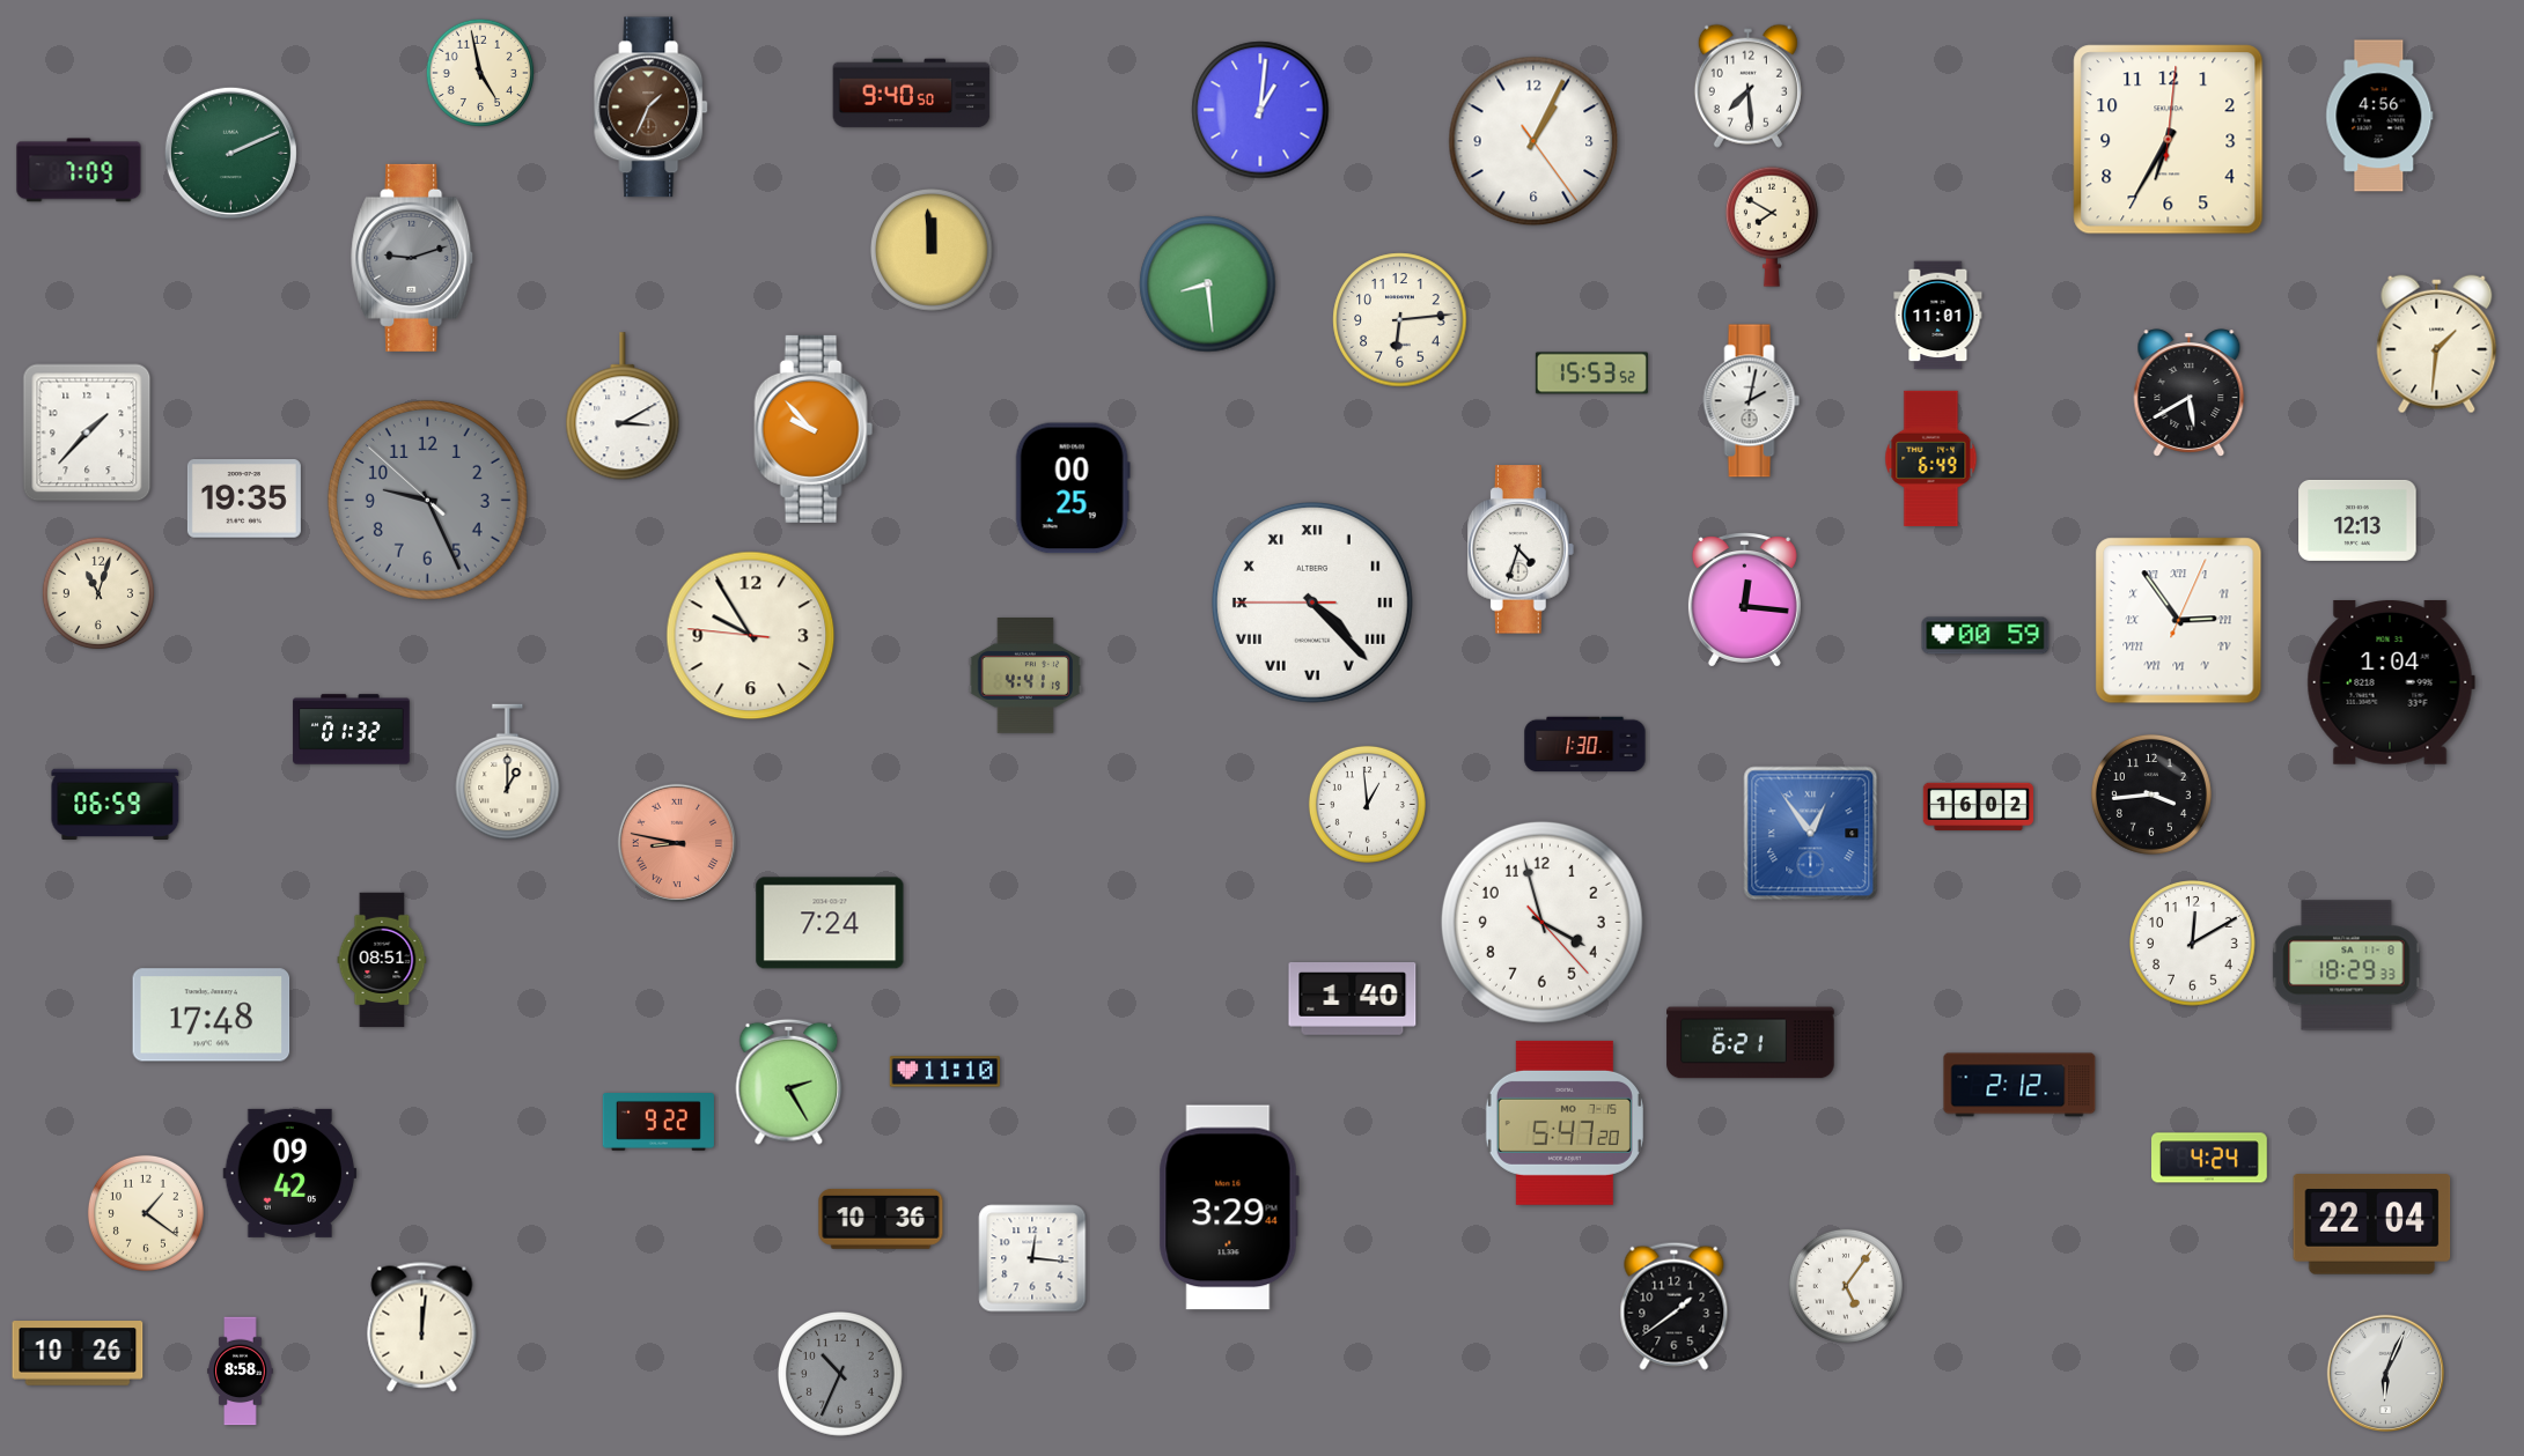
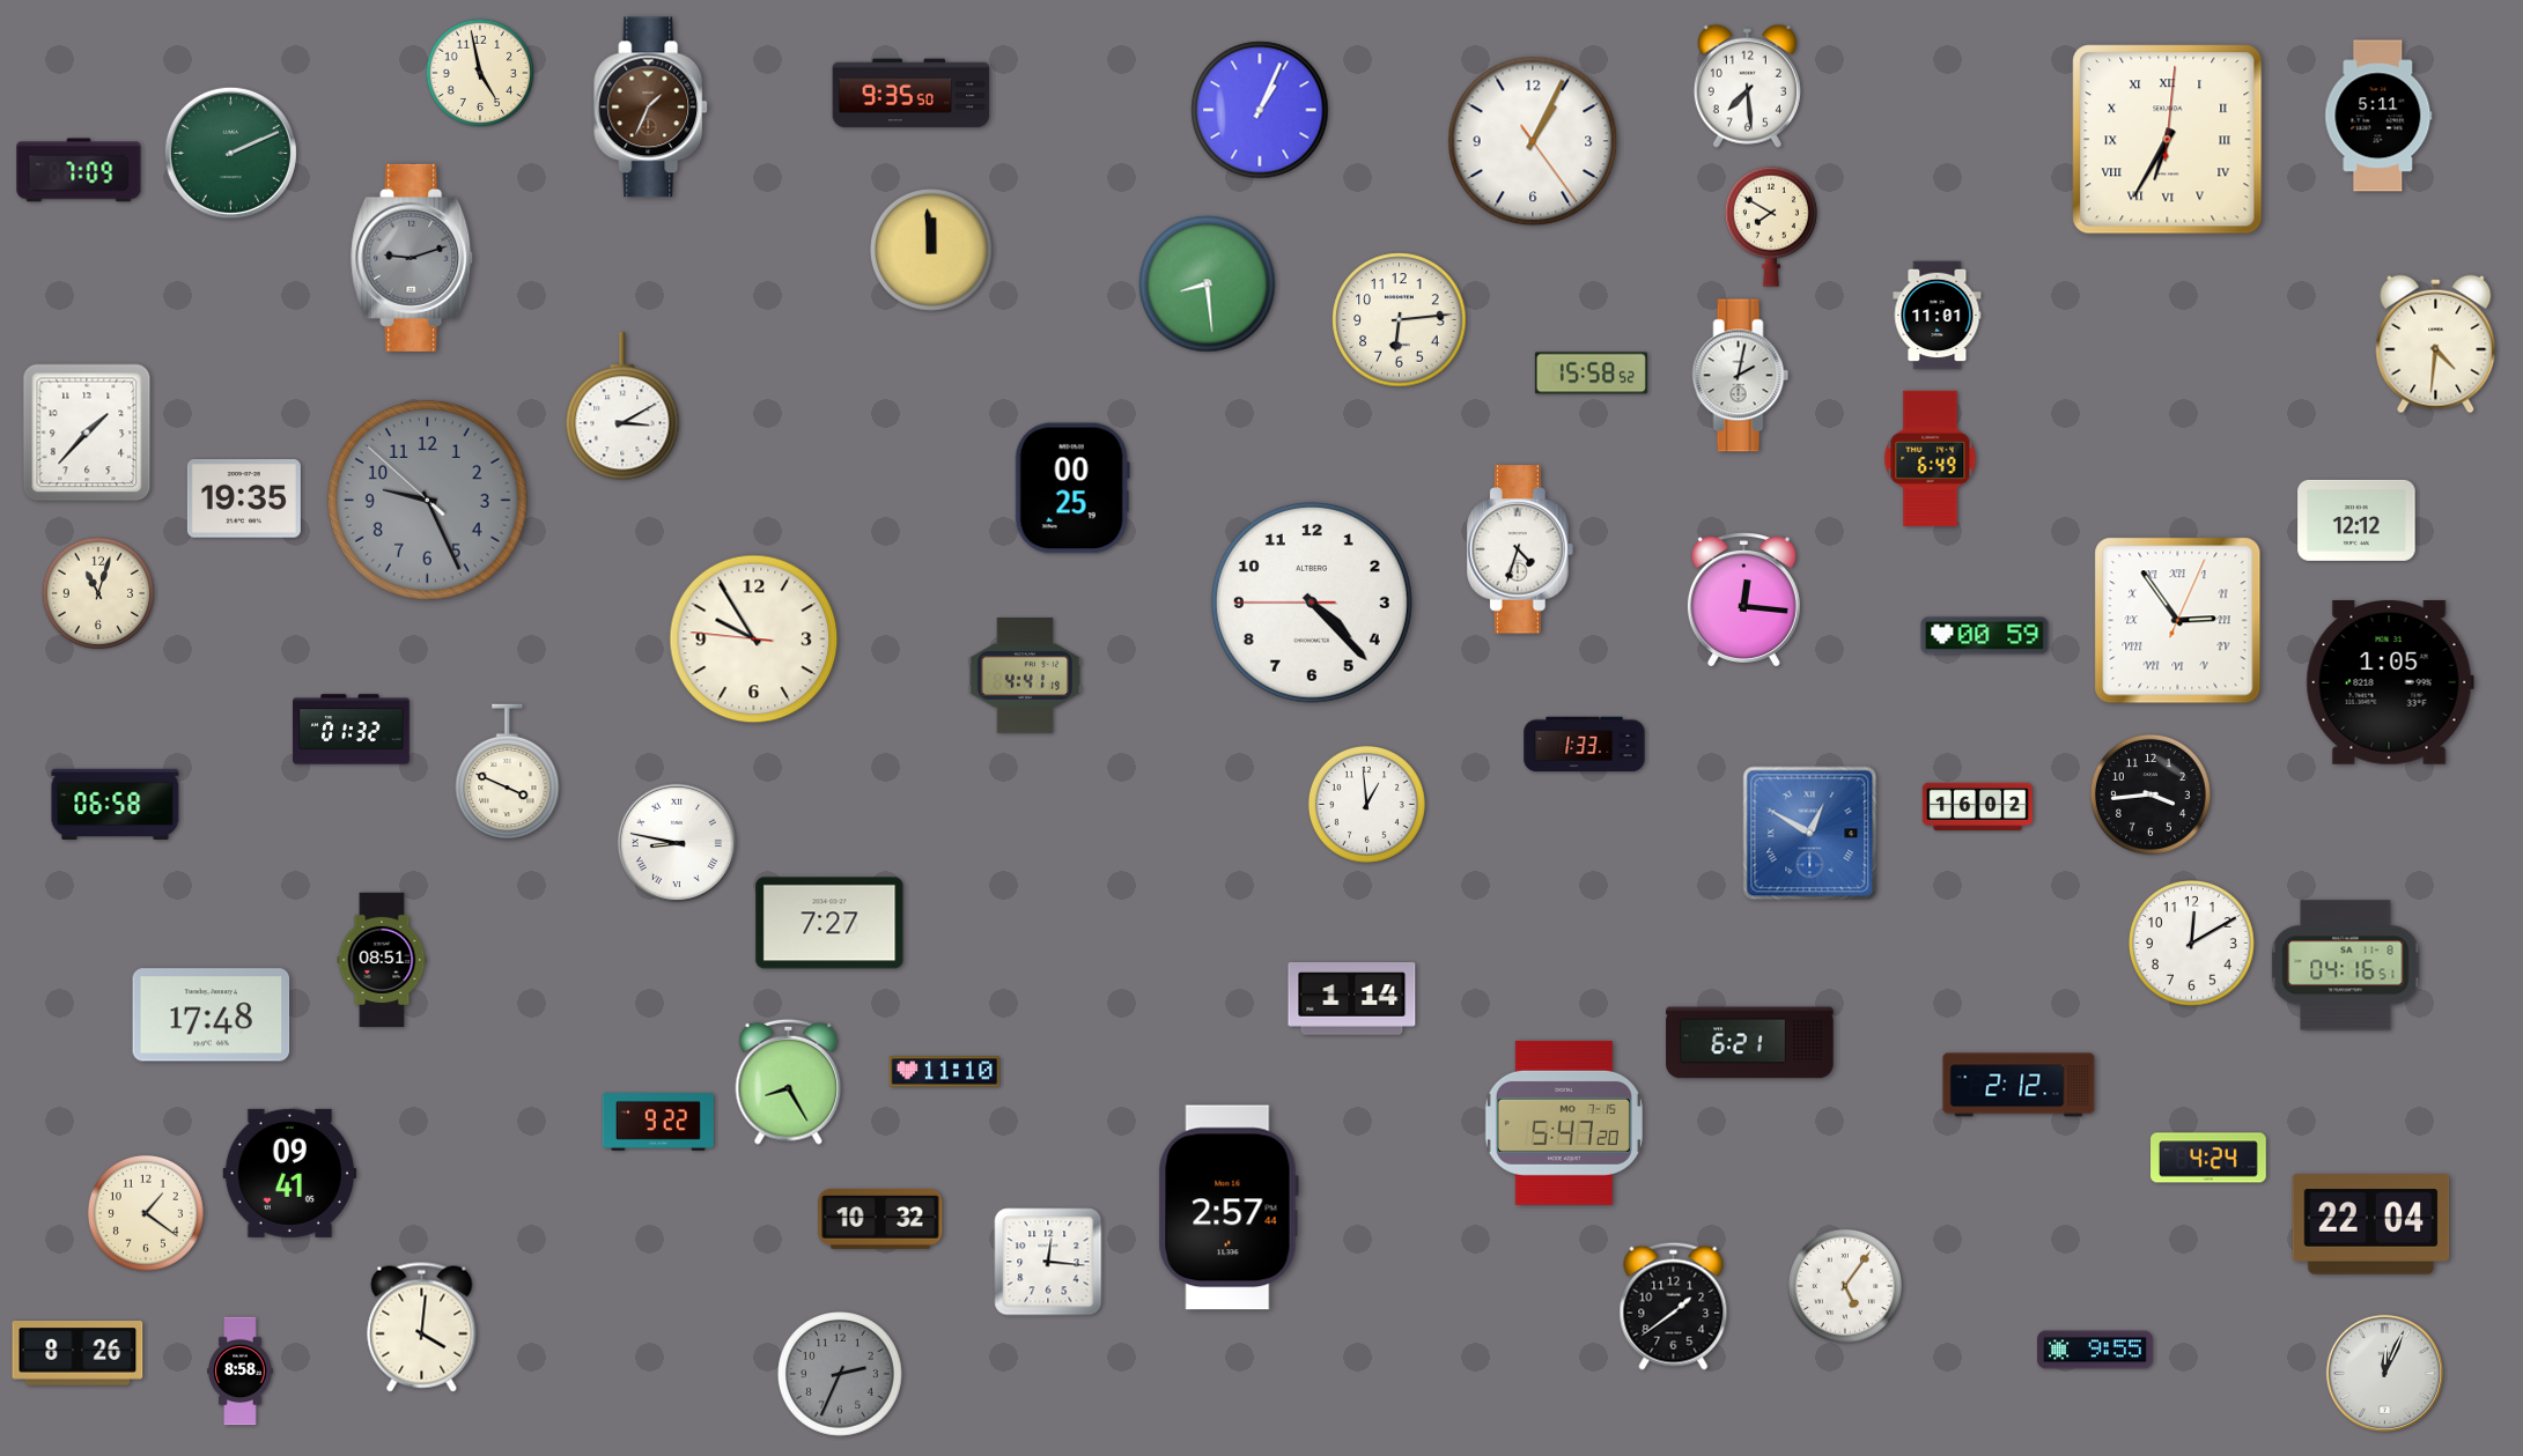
clock at (912, 94): 9:40 -> 9:35
clock at (1260, 110): 1:01 -> 1:04
clock at (2379, 116): 4:56 -> 5:11
clock at (2169, 140) numerals: Arabic -> Roman
clock at (2437, 345): 1:31 -> 4:31
clock at (1591, 374): 15:53 -> 15:58
clock at (2190, 393): 5:40 -> none
clock at (1752, 401) position: (1752, 401) -> (1741, 376)
clock at (814, 429): 9:53 -> none
clock at (2357, 520): 12:13 -> 12:12
clock at (1312, 603) numerals: Roman -> Arabic
clock at (751, 636) position: (751, 636) -> (754, 640)
clock at (2391, 682): 1:04 -> 1:05
clock at (1585, 745): 1:30 -> 1:33
clock at (508, 773): 1:00 -> 3:49
clock at (116, 805): 06:59 -> 06:58
clock at (1811, 834): 12:54 -> 12:50
clock at (676, 842) dial: salmon -> white
clock at (1541, 922): 3:57 -> none
clock at (830, 923): 7:24 -> 7:27
clock at (2347, 966): 18:29 -> 04:16
clock at (1353, 999): 1:40 -> 1:14
clock at (789, 1081): 2:25 -> 8:25
clock at (290, 1173): 09:42 -> 09:41
clock at (1229, 1207): 3:29 -> 2:57
clock at (881, 1219): 10:36 -> 10:32
clock at (1032, 1258) position: (1032, 1258) -> (1048, 1262)
clock at (422, 1328): 12:01 -> 4:01
clock at (2095, 1350): none -> 9:55
clock at (78, 1353): 10:26 -> 8:26
clock at (2385, 1373): 6:04 -> 12:04
clock at (841, 1375): 10:34 -> 2:34
